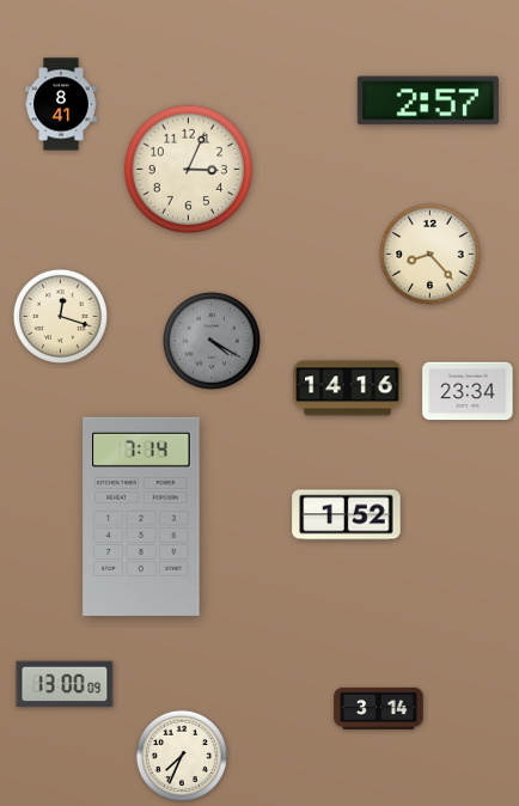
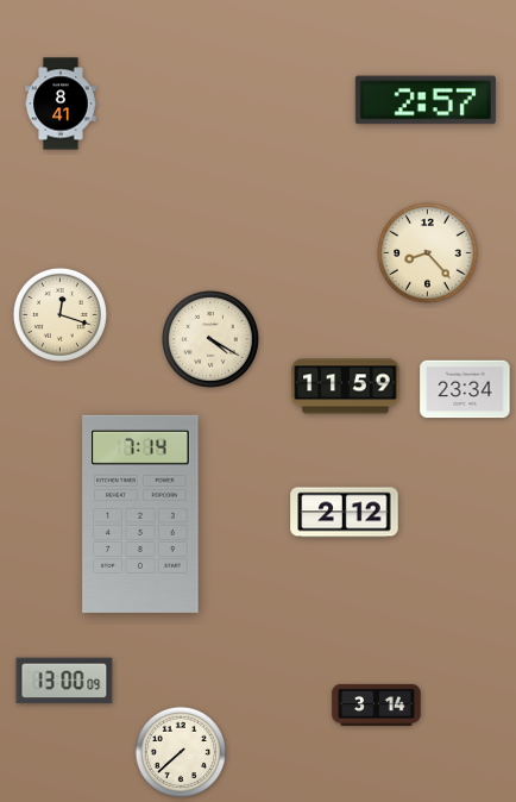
clock at (188, 169): 3:04 -> none
clock at (213, 342) dial: grey -> cream
clock at (348, 389): 14:16 -> 11:59
clock at (347, 515): 1:52 -> 2:12
clock at (181, 755): 7:34 -> 7:38
